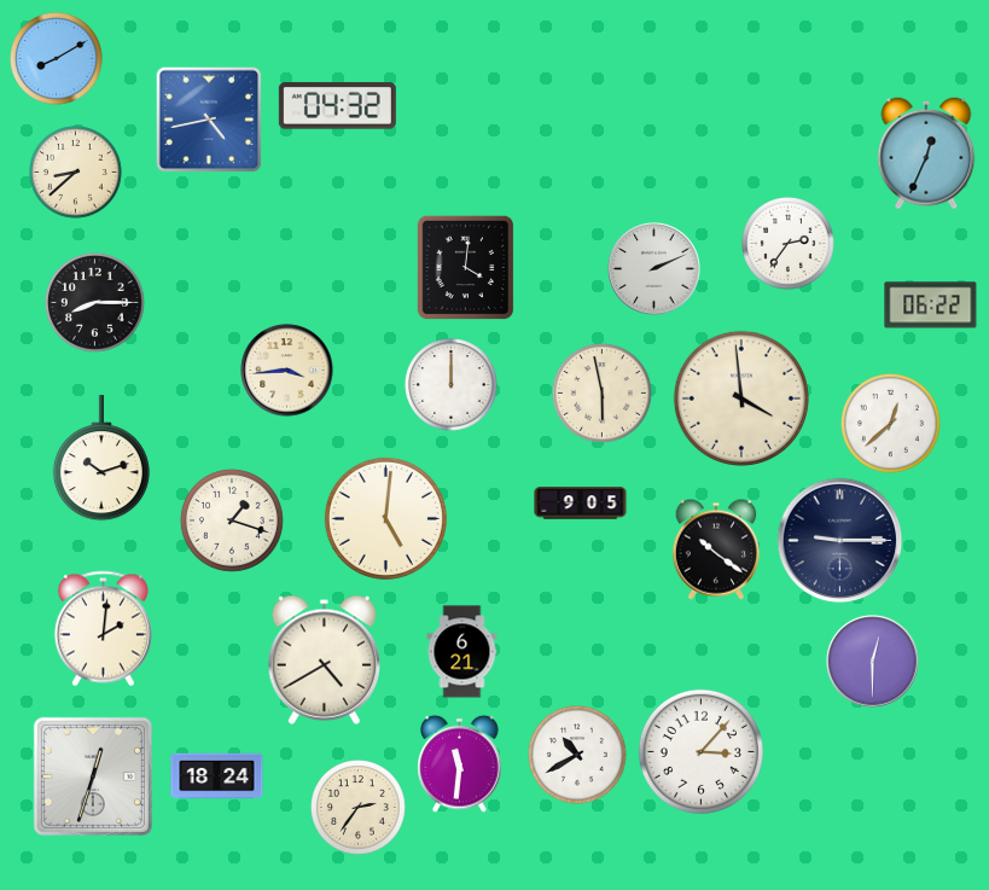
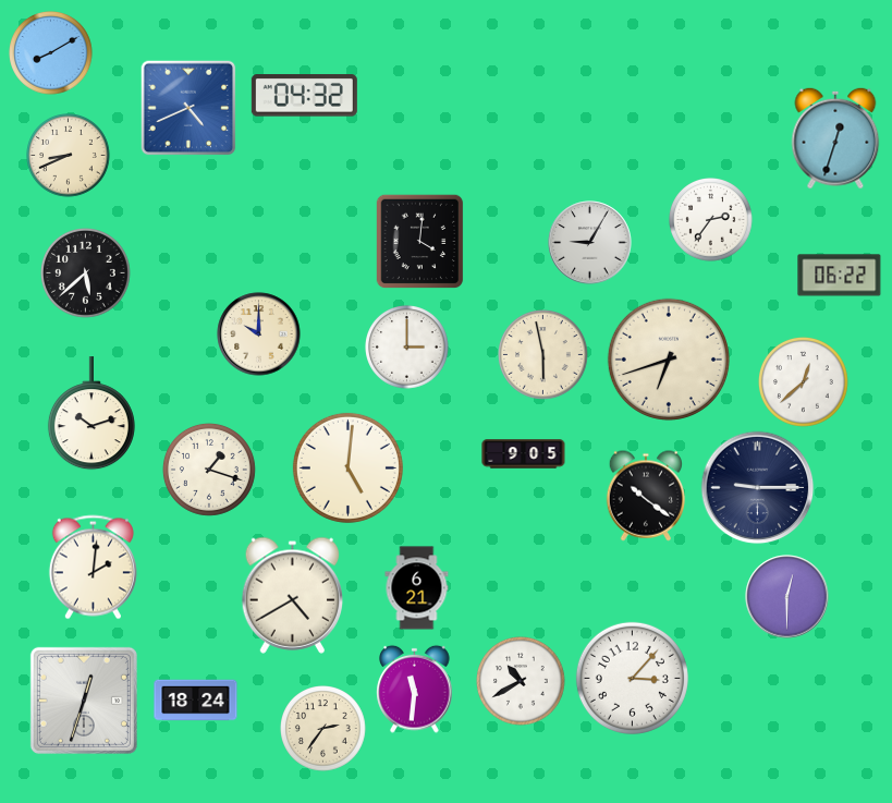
clock at (209, 120): 4:43 -> 4:41
clock at (926, 153): 12:34 -> 12:33
clock at (76, 173): 8:38 -> 8:41
clock at (655, 269): 2:11 -> 9:05
clock at (95, 303): 8:15 -> 5:38
clock at (287, 371): 3:44 -> 10:00
clock at (452, 385): 12:00 -> 3:00
clock at (741, 399): 3:59 -> 6:42
